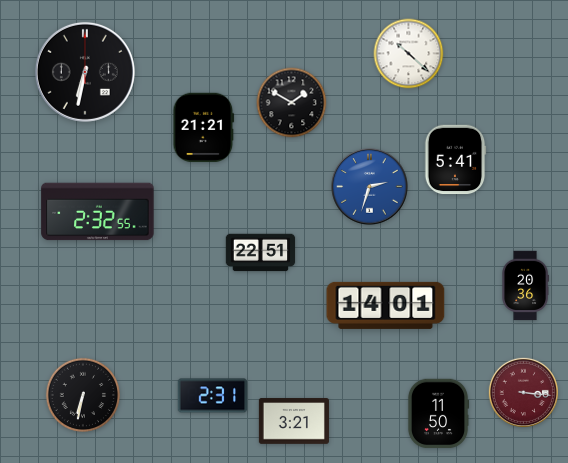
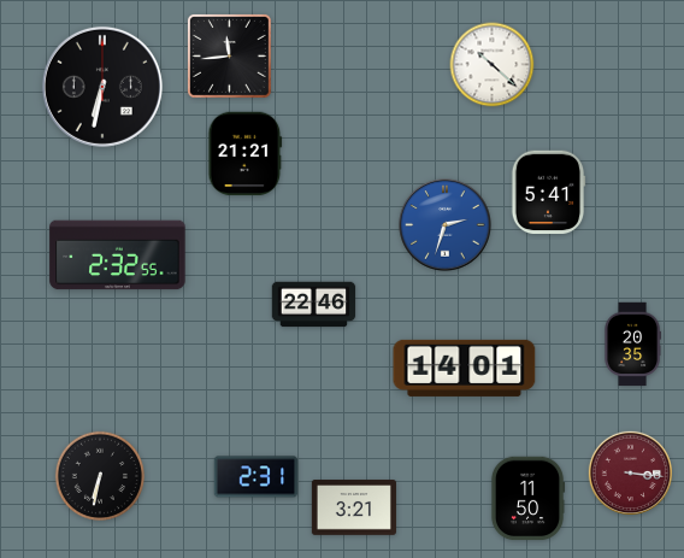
clock at (230, 57): none -> 11:44
clock at (292, 103): 1:50 -> none
clock at (261, 253): 22:51 -> 22:46
clock at (525, 286): 20:36 -> 20:35
